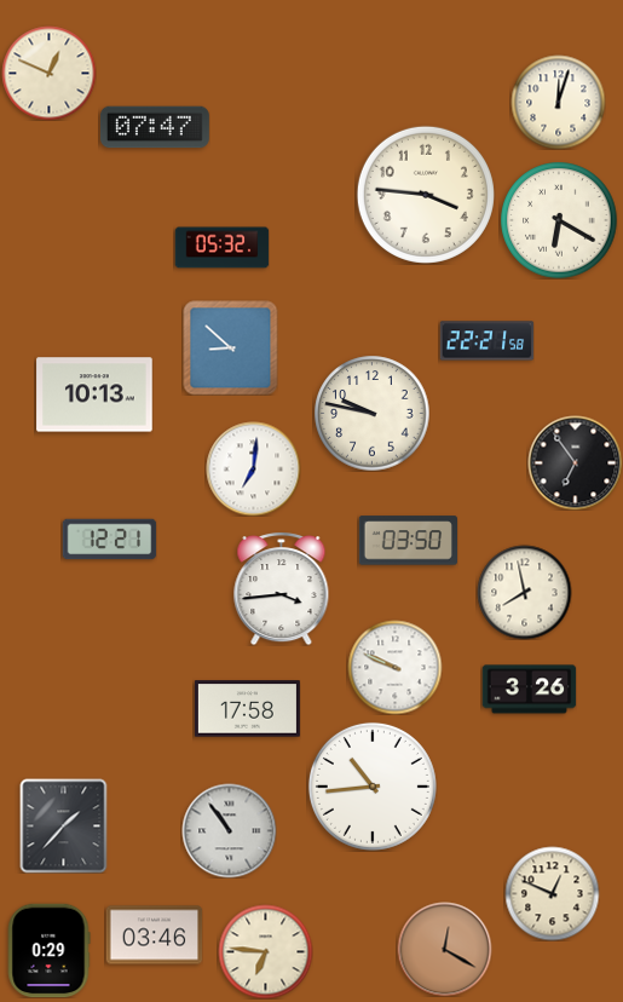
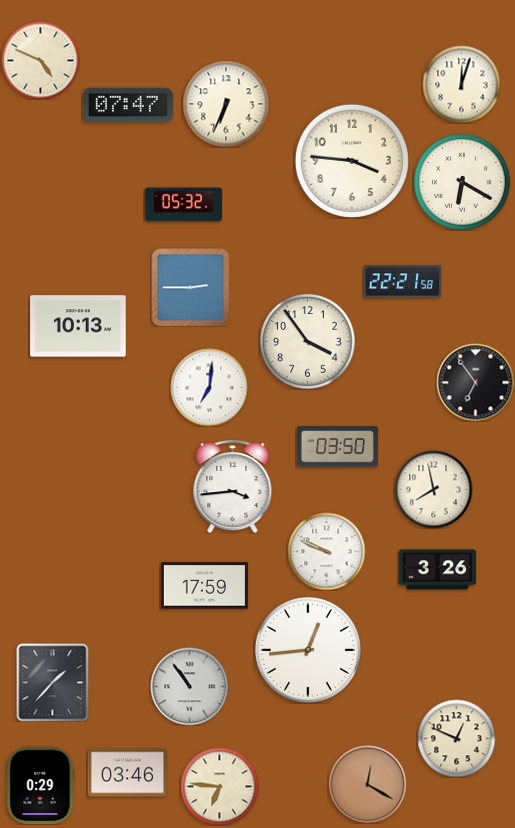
clock at (48, 73): 12:49 -> 4:49
clock at (226, 104): none -> 6:34
clock at (230, 347): 8:52 -> 2:45
clock at (371, 413): 9:47 -> 3:54
clock at (109, 540): 12:21 -> none
clock at (247, 709): 17:58 -> 17:59
clock at (373, 787): 10:44 -> 12:44
